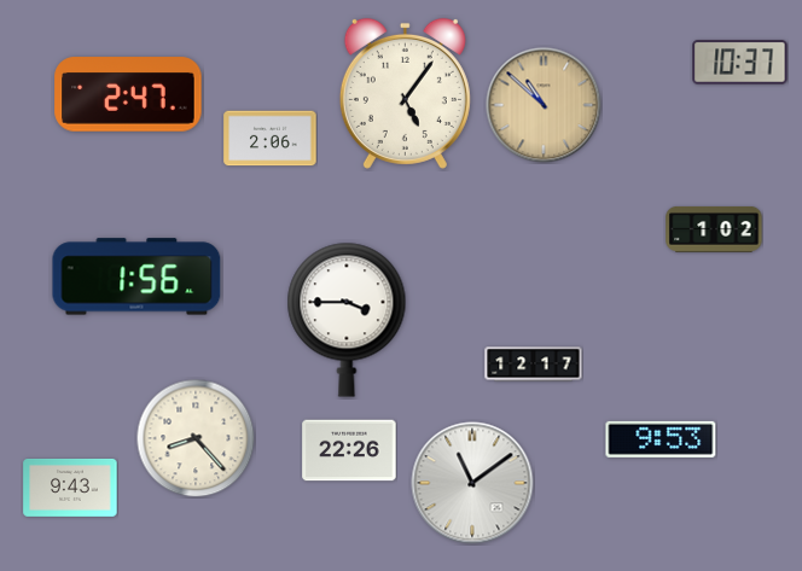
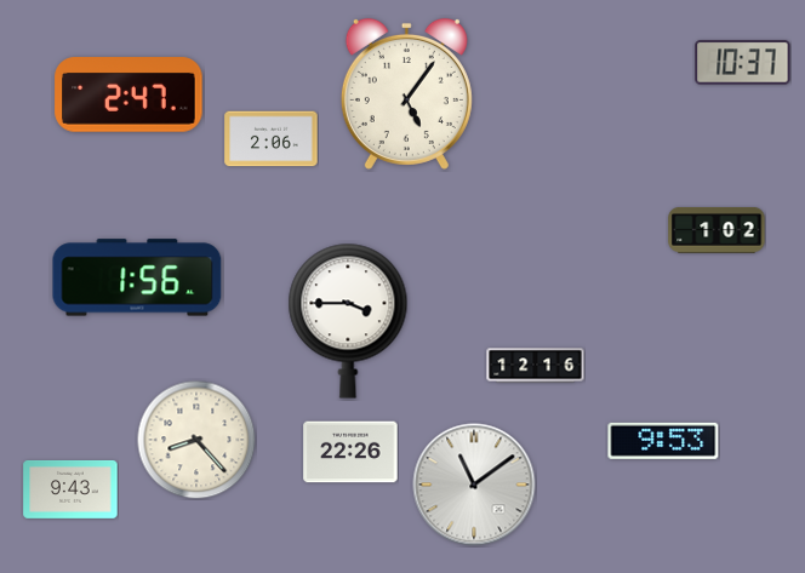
clock at (544, 105): 10:52 -> none
clock at (534, 365): 12:17 -> 12:16
